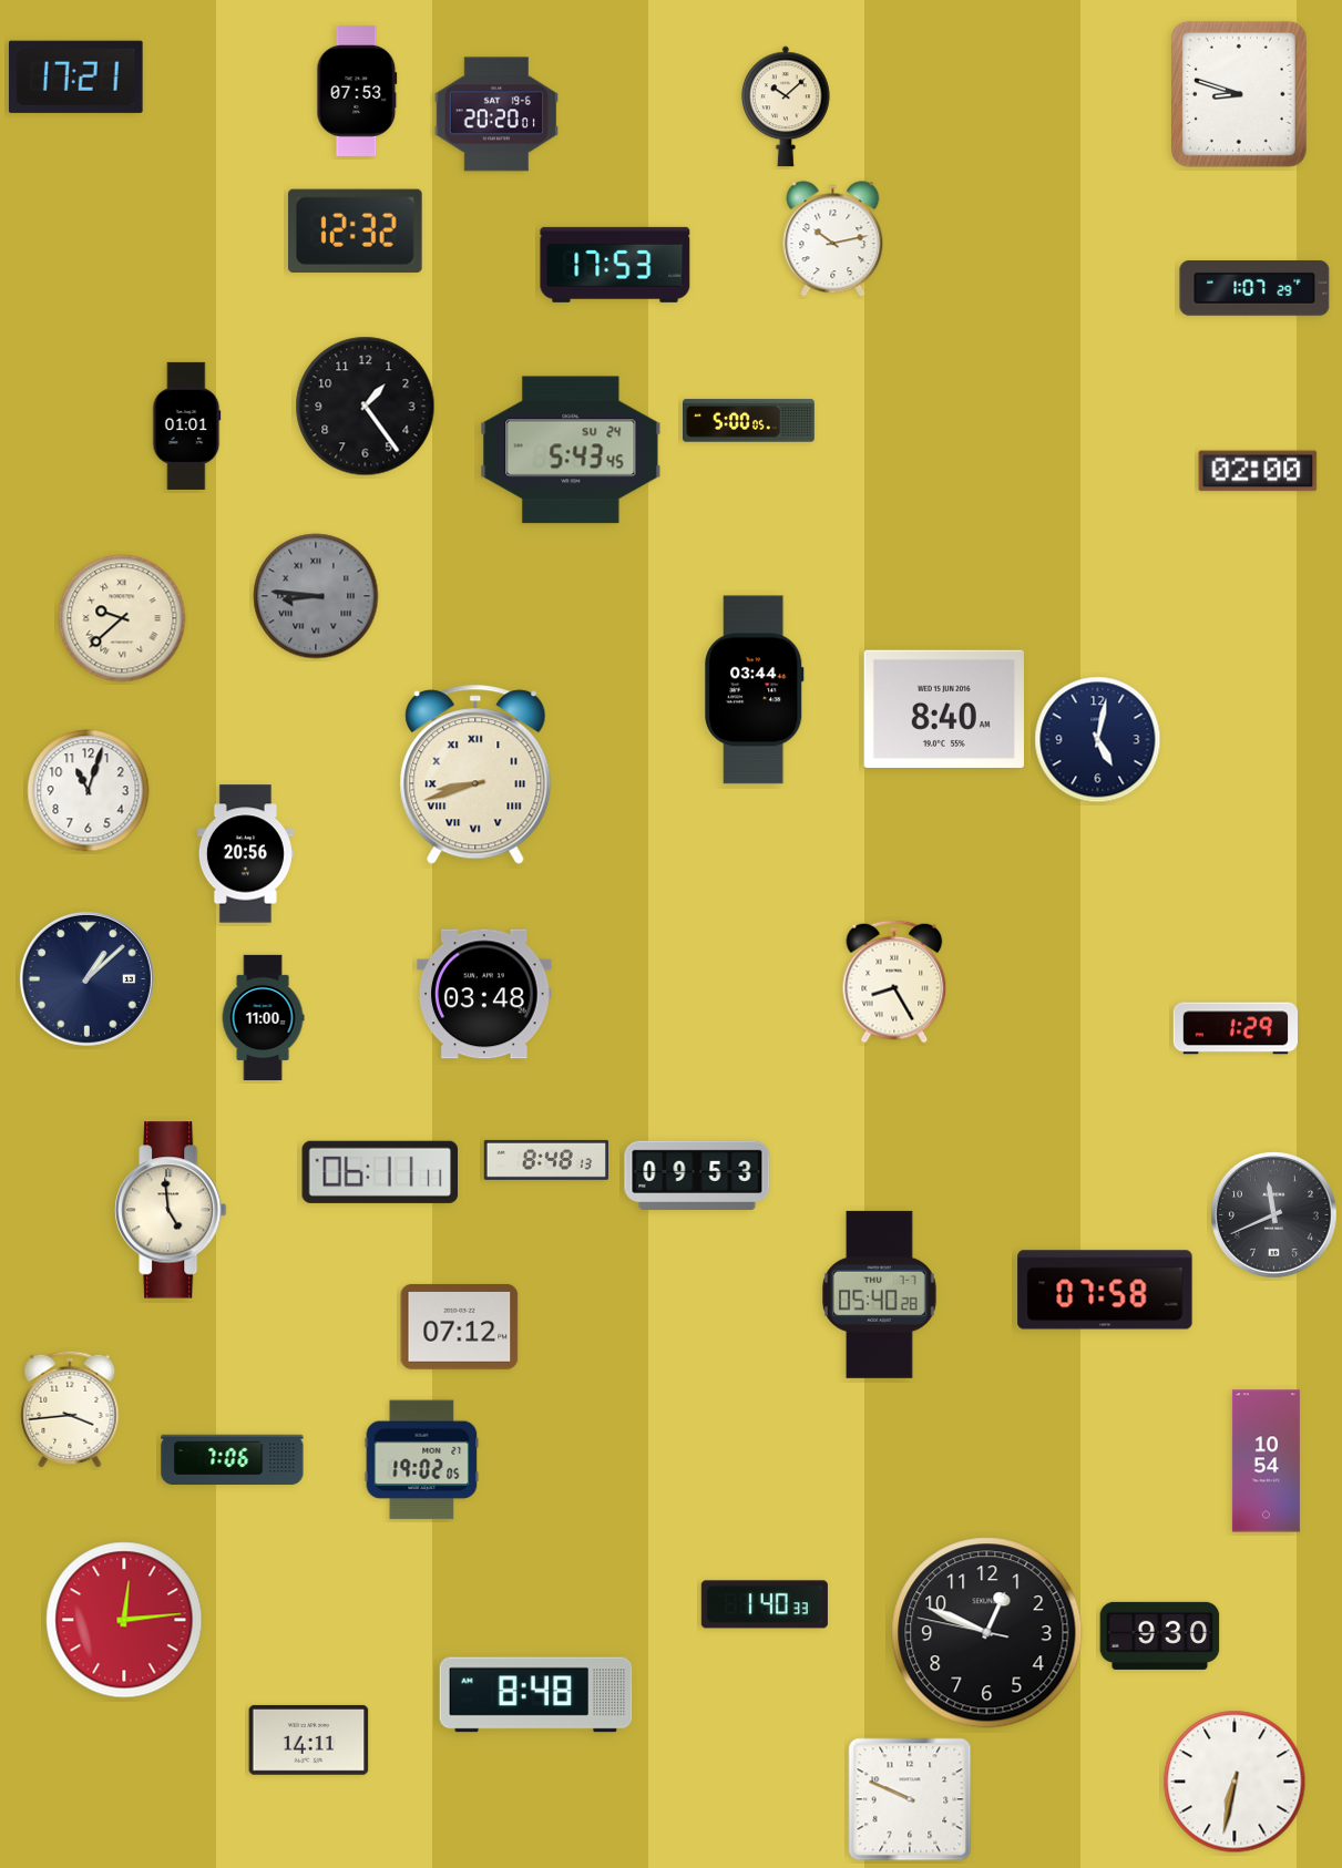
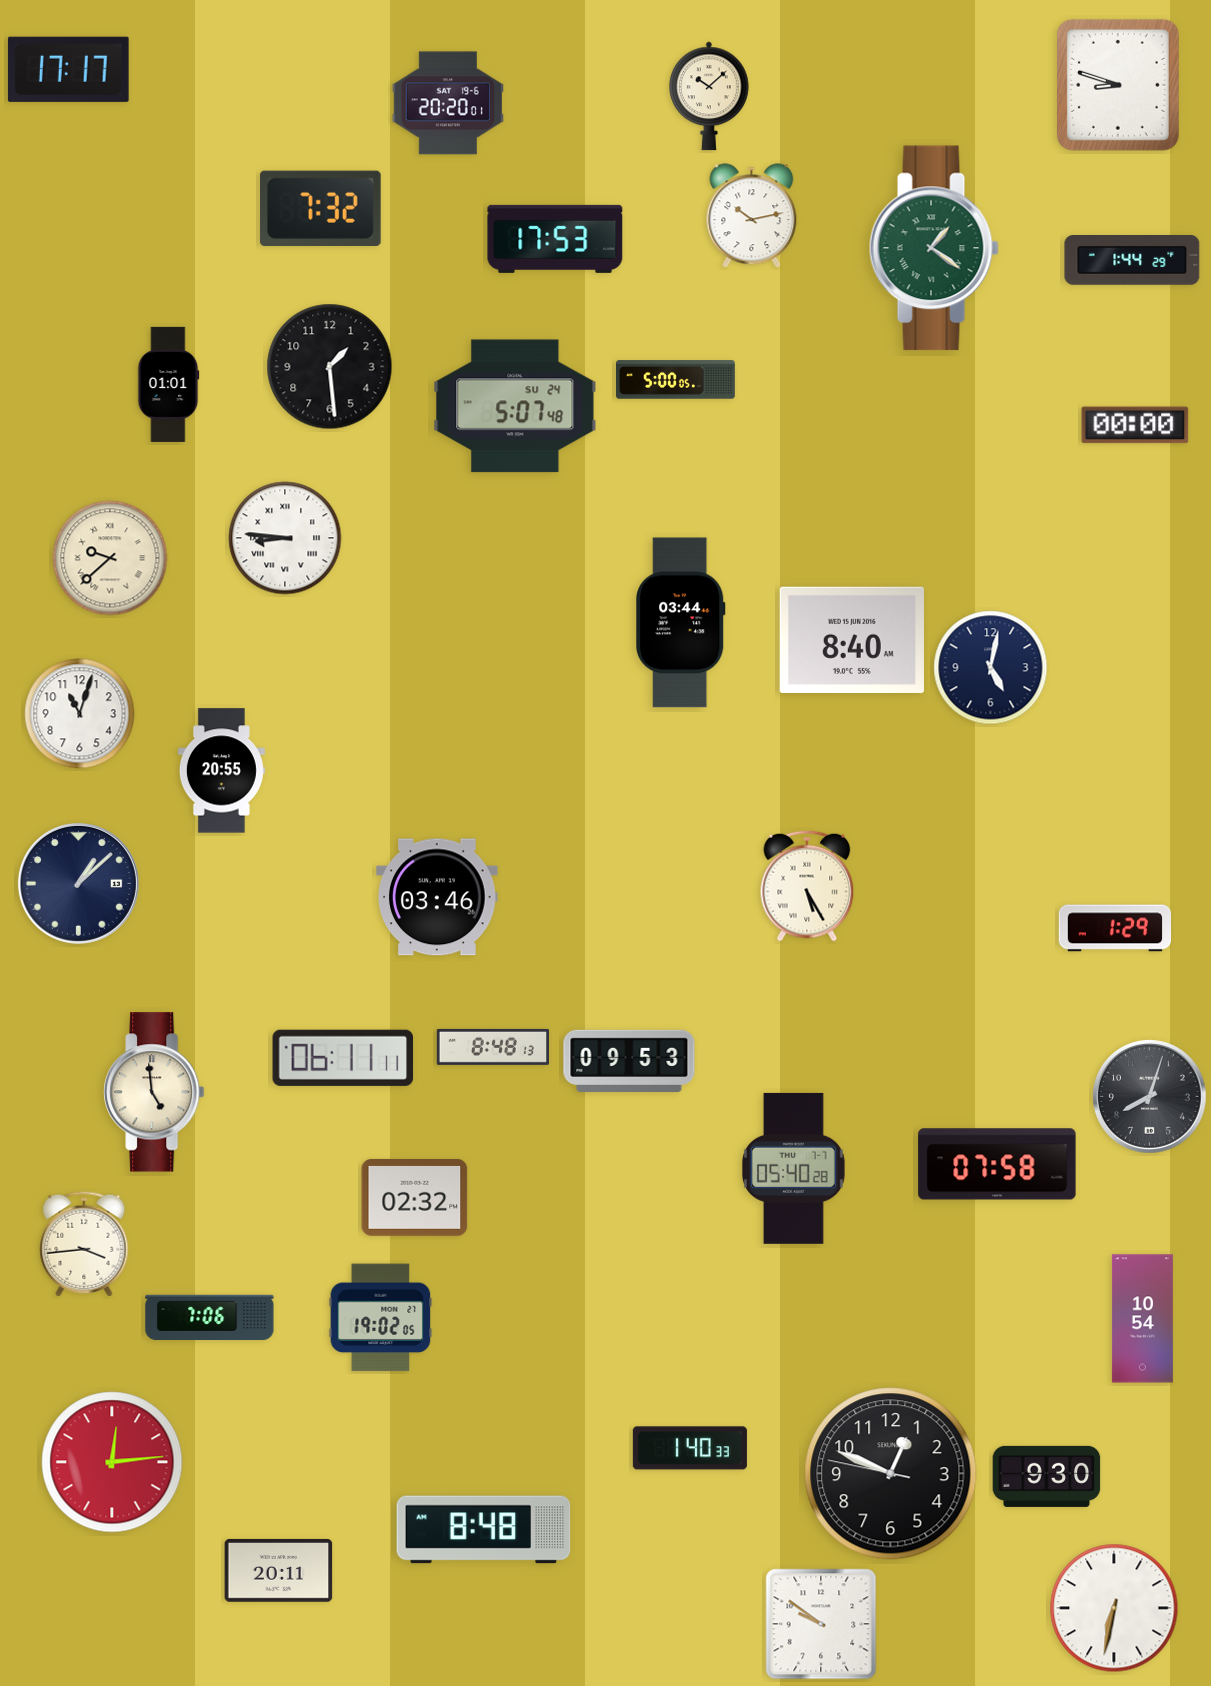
clock at (75, 76): 17:21 -> 17:17
clock at (357, 91): 07:53 -> none
clock at (355, 230): 12:32 -> 7:32
clock at (934, 248): none -> 1:21
clock at (1254, 289): 1:07 -> 1:44
clock at (366, 407): 1:24 -> 1:29
clock at (571, 450): 5:43 -> 5:07
clock at (1258, 471): 02:00 -> 00:00
clock at (316, 596) dial: grey -> white
clock at (475, 774): 8:42 -> none
clock at (245, 854): 20:56 -> 20:55
clock at (894, 982): 8:25 -> 5:25
clock at (484, 994): 03:48 -> 03:46
clock at (263, 1017): 11:00 -> none
clock at (1274, 1215): 11:41 -> 8:03
clock at (460, 1326): 07:12 -> 02:32
clock at (70, 1409) position: (70, 1409) -> (84, 1244)
clock at (309, 1739): 14:11 -> 20:11
clock at (910, 1799): 9:49 -> 9:51
